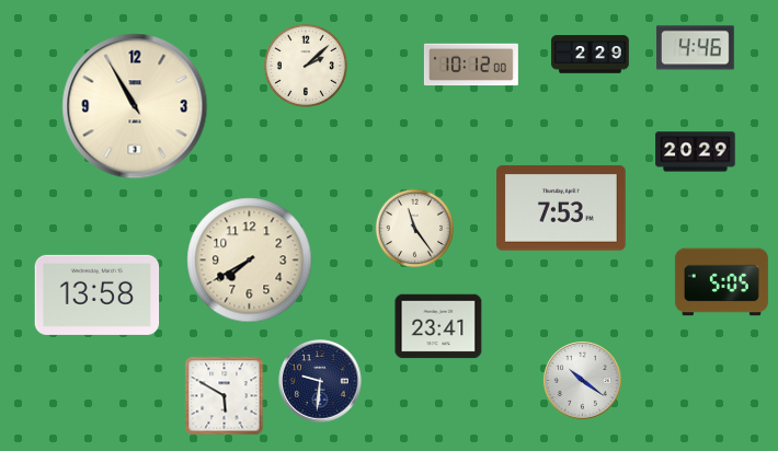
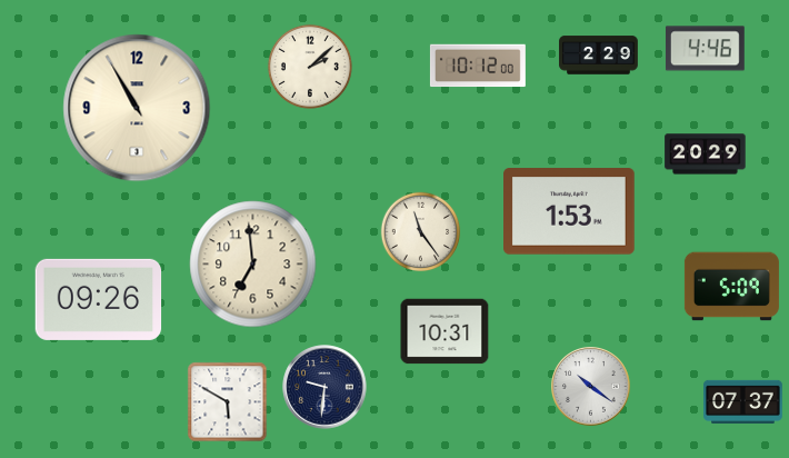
clock at (562, 208): 7:53 -> 1:53
clock at (250, 261): 7:40 -> 6:59
clock at (721, 282): 5:05 -> 5:09
clock at (98, 294): 13:58 -> 09:26
clock at (438, 326): 23:41 -> 10:31
clock at (743, 401): none -> 07:37
